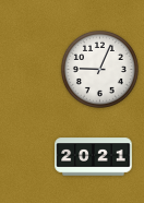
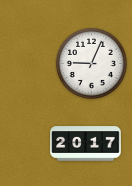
clock at (94, 157): 20:21 -> 20:17
